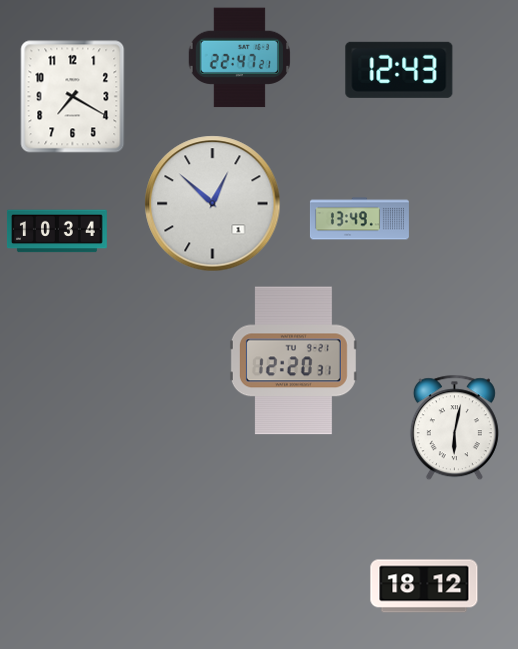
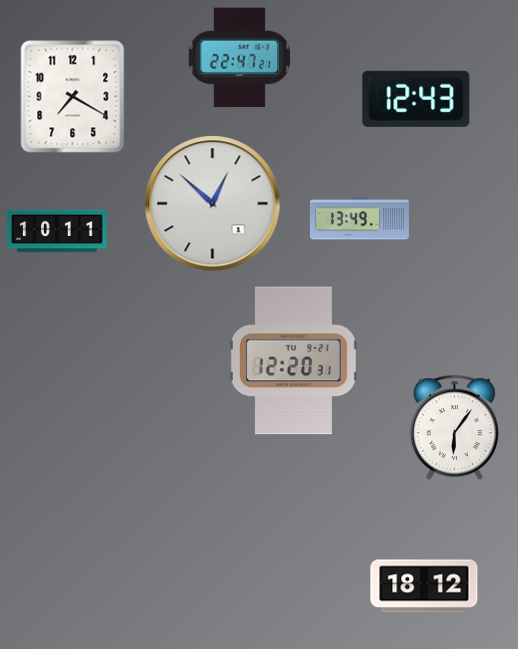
clock at (399, 70) position: (399, 70) -> (416, 99)
clock at (57, 231): 10:34 -> 10:11
clock at (454, 428): 6:02 -> 6:06
